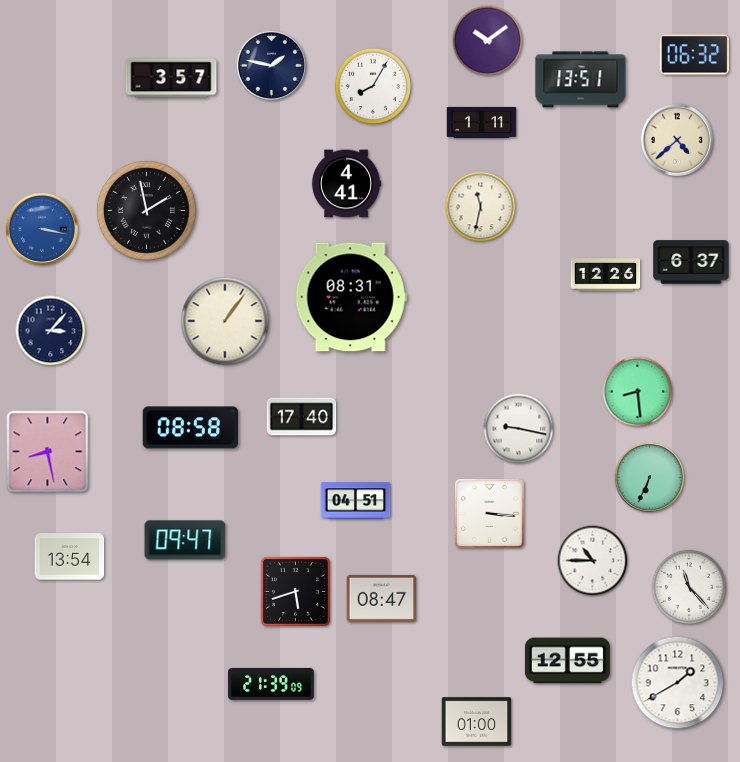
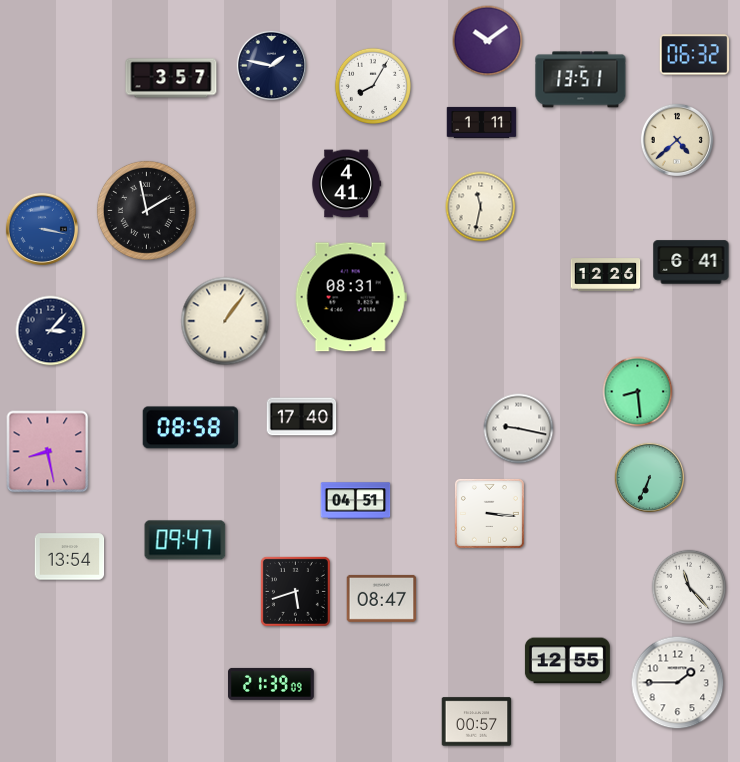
clock at (691, 262): 6:37 -> 6:41
clock at (593, 561): 10:45 -> none
clock at (678, 683): 1:40 -> 1:45
clock at (477, 722): 01:00 -> 00:57
